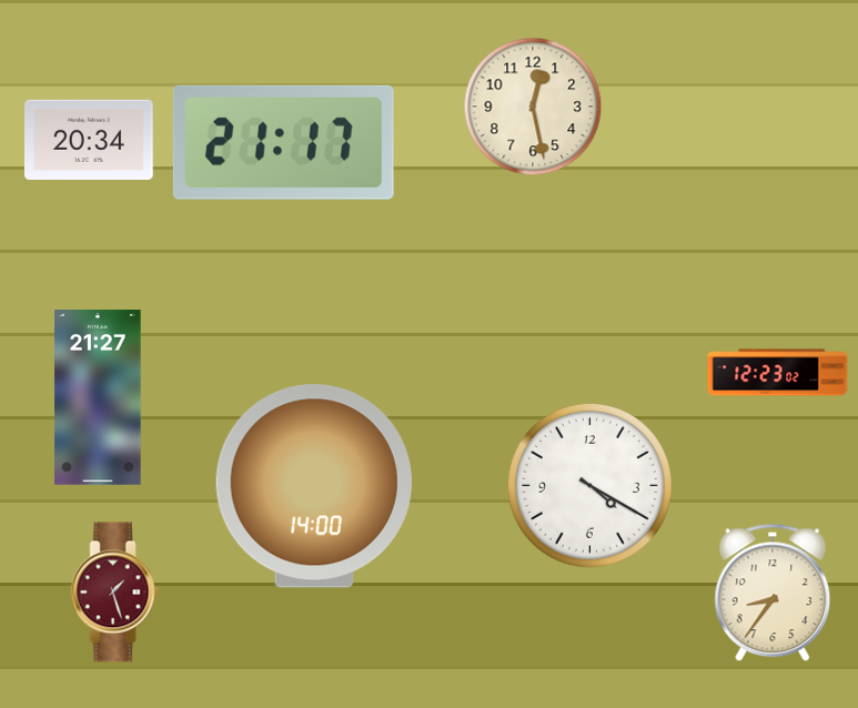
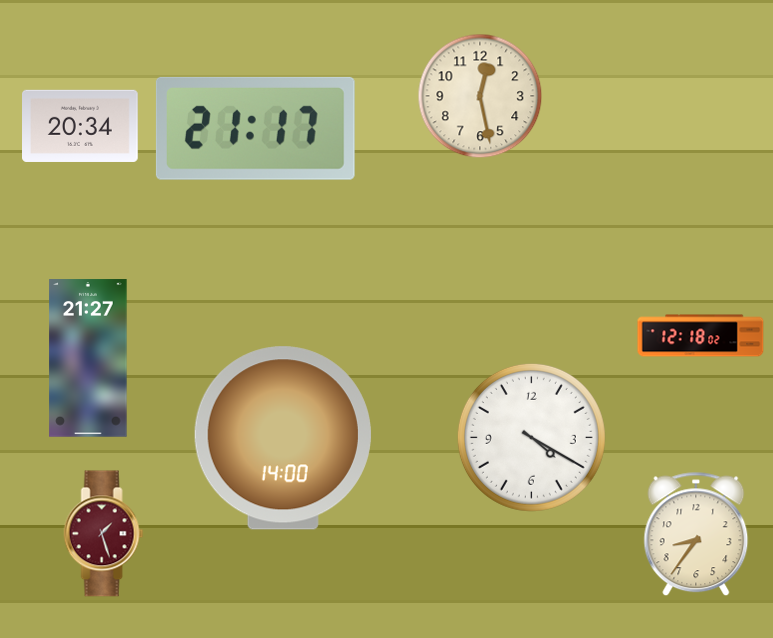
clock at (778, 373): 12:23 -> 12:18
